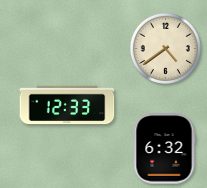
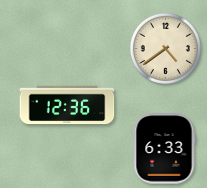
clock at (67, 105): 12:33 -> 12:36
clock at (164, 149): 6:32 -> 6:33
